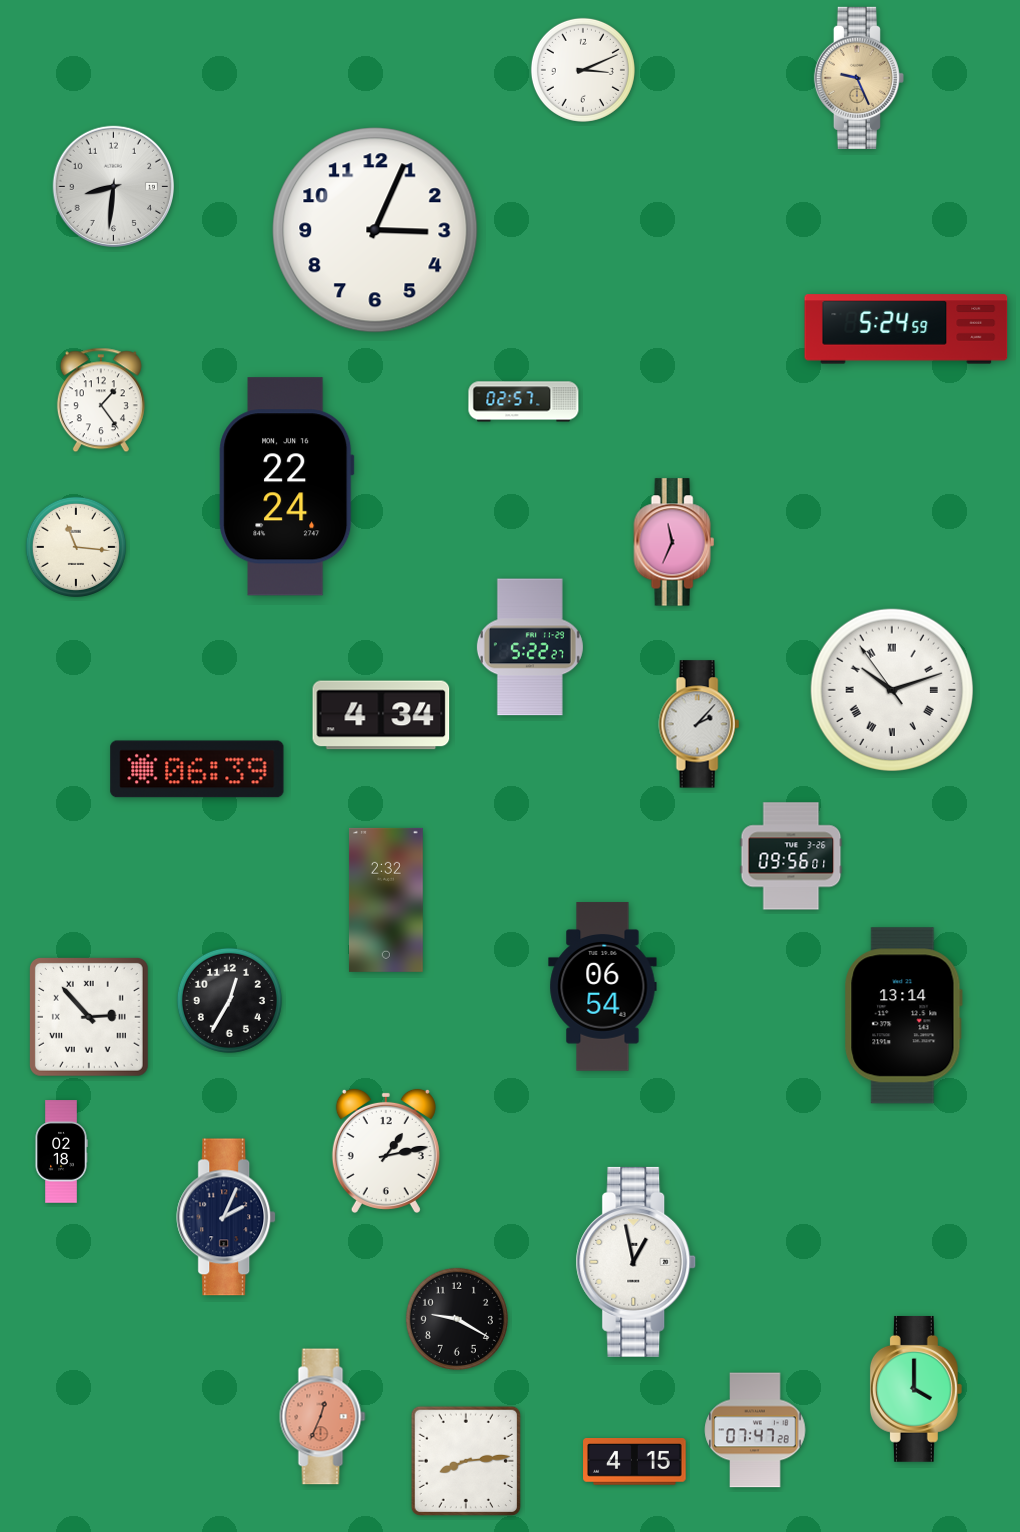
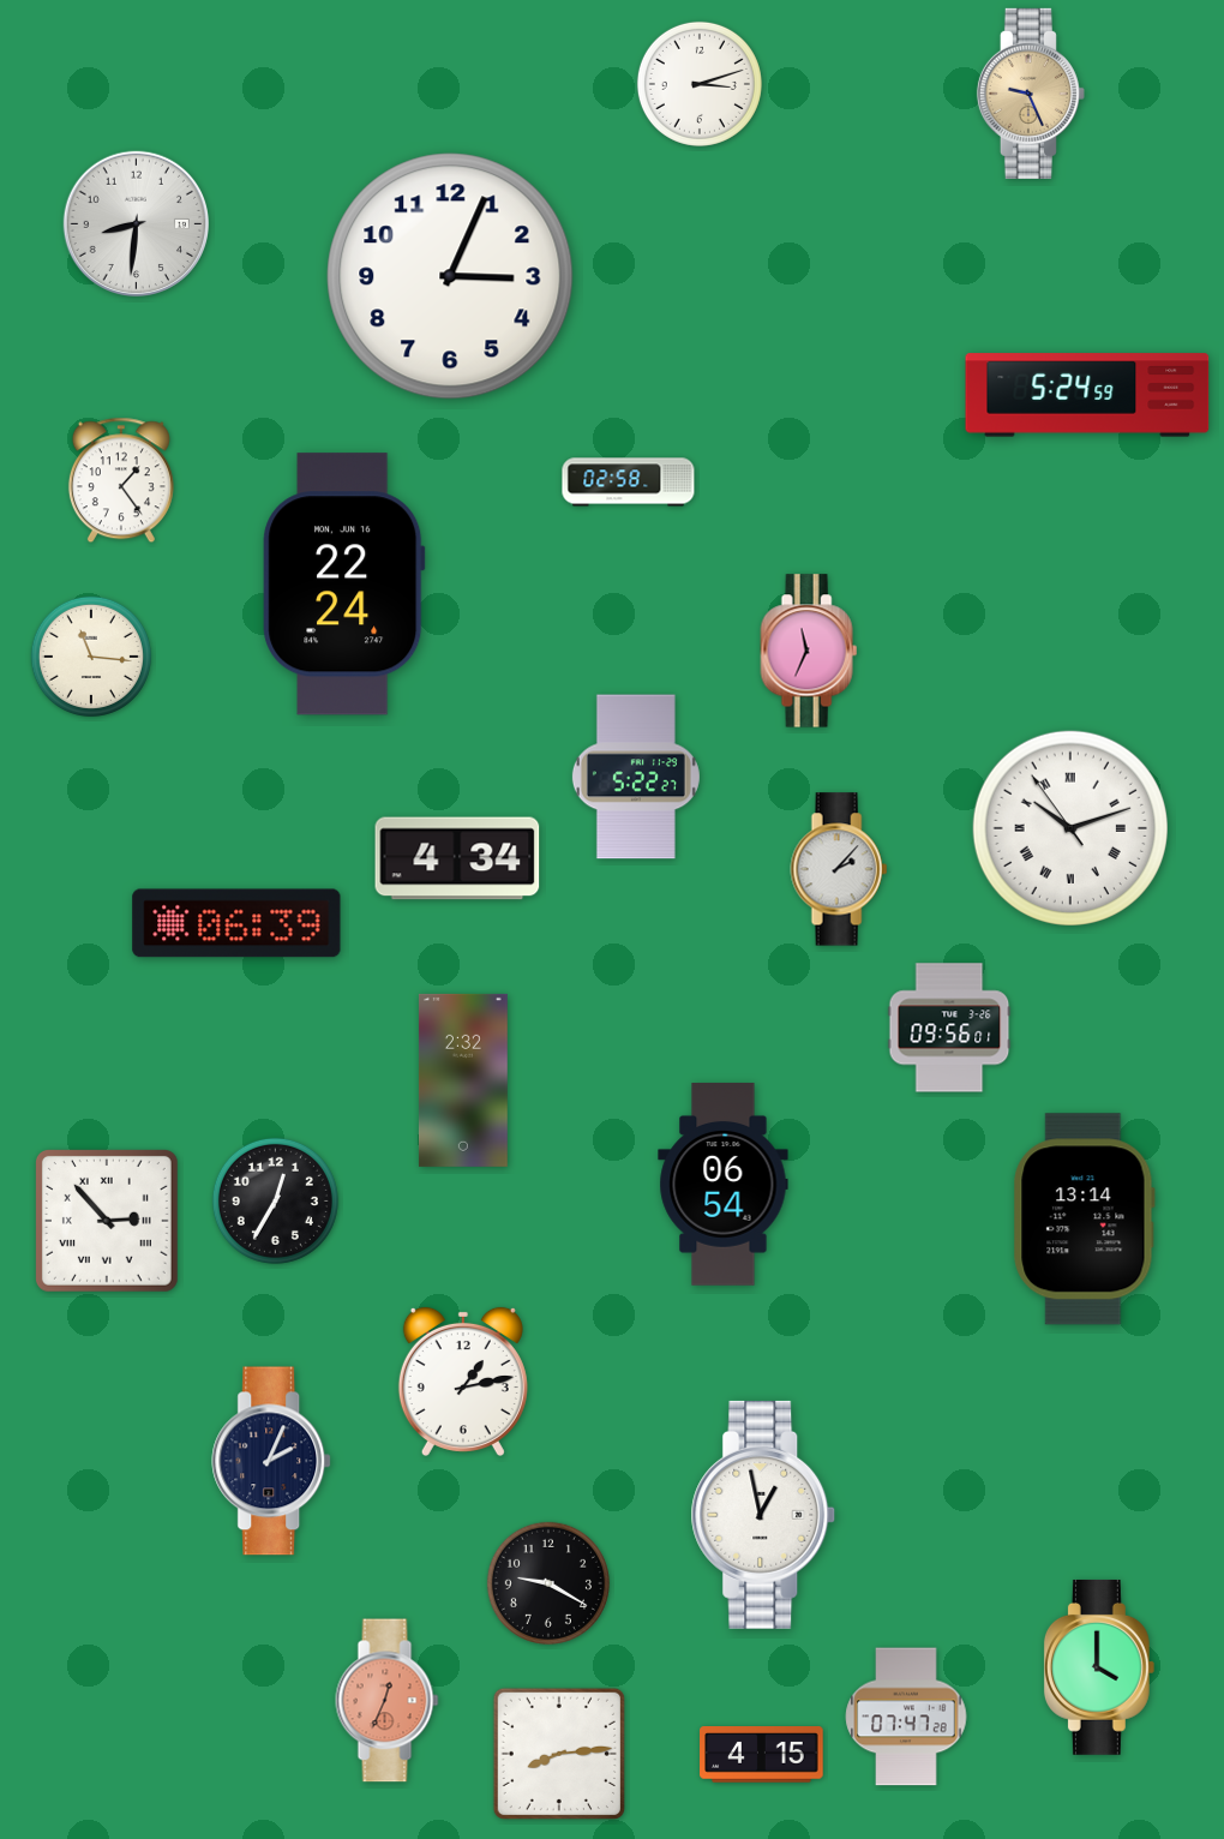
clock at (583, 70): 3:11 -> 3:12
clock at (524, 402): 02:57 -> 02:58
clock at (61, 1152): 02:18 -> none
